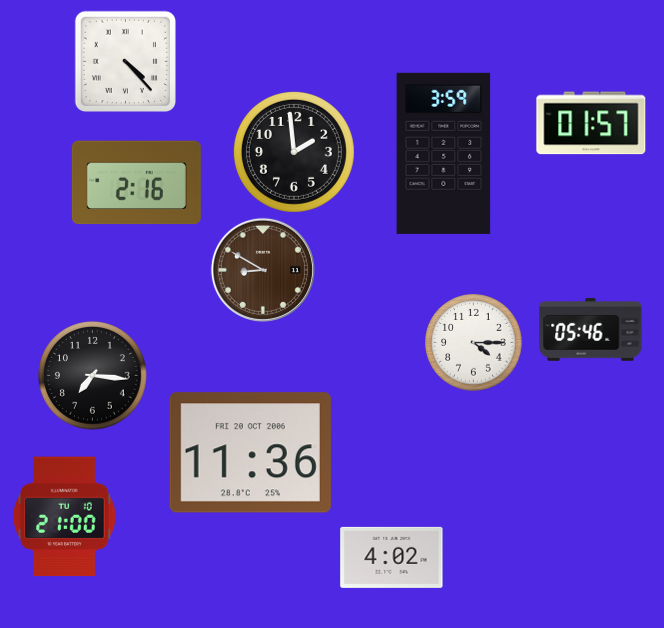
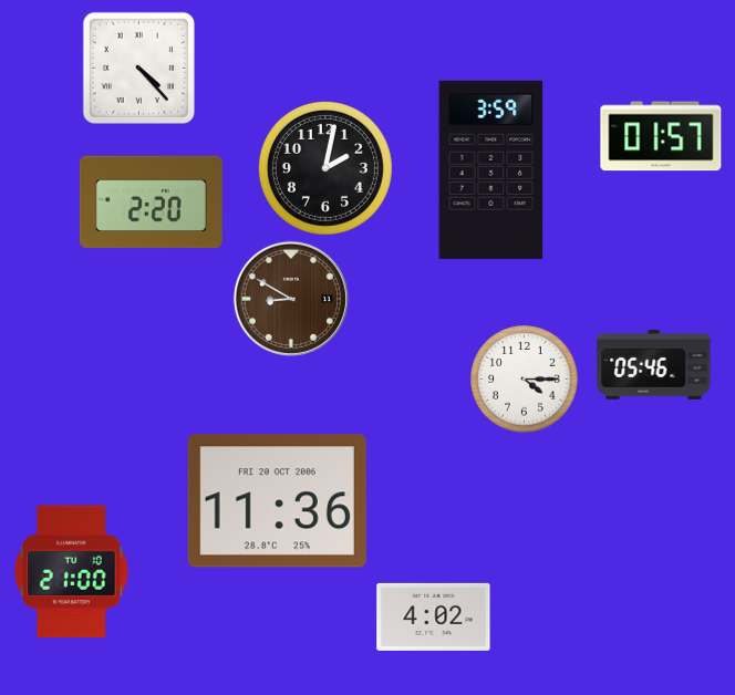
clock at (591, 123) position: (591, 123) -> (661, 136)
clock at (294, 152): 1:59 -> 2:02
clock at (136, 183): 2:16 -> 2:20
clock at (93, 376): 7:16 -> none
